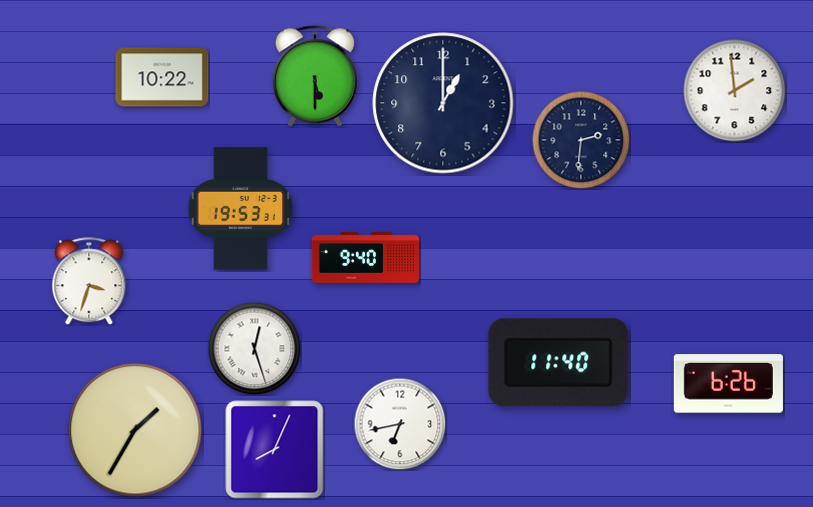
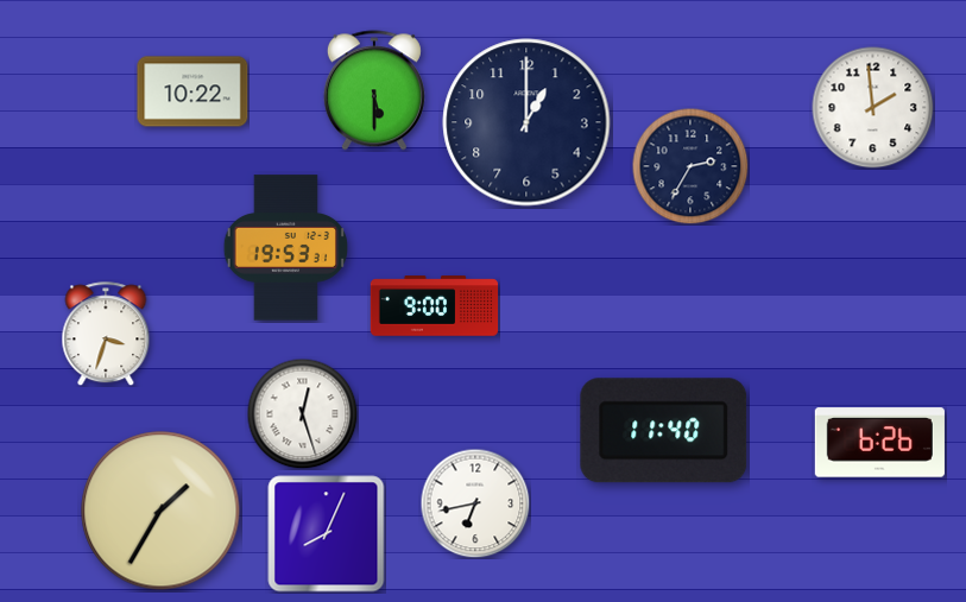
clock at (581, 140): 2:31 -> 2:35
clock at (366, 258): 9:40 -> 9:00
clock at (728, 384) position: (728, 384) -> (879, 443)
